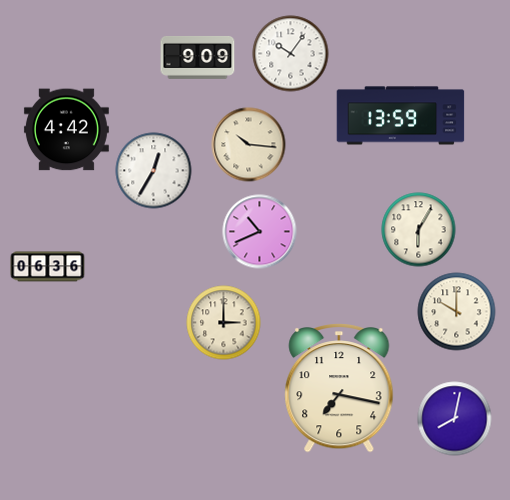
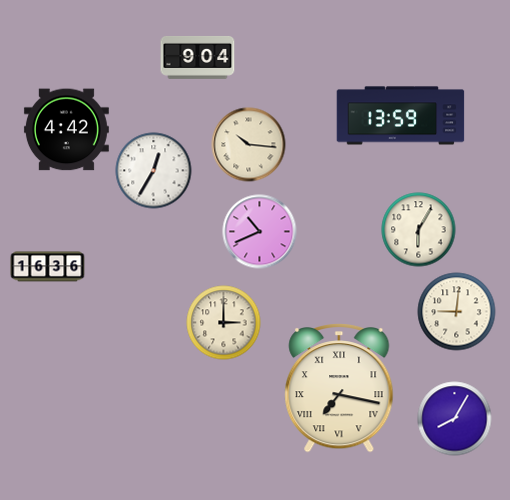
clock at (291, 54): 10:06 -> none
clock at (198, 57): 9:09 -> 9:04
clock at (48, 267): 06:36 -> 16:36
clock at (457, 312): 10:00 -> 9:01
clock at (339, 389) numerals: Arabic -> Roman
clock at (455, 419): 8:02 -> 8:05
